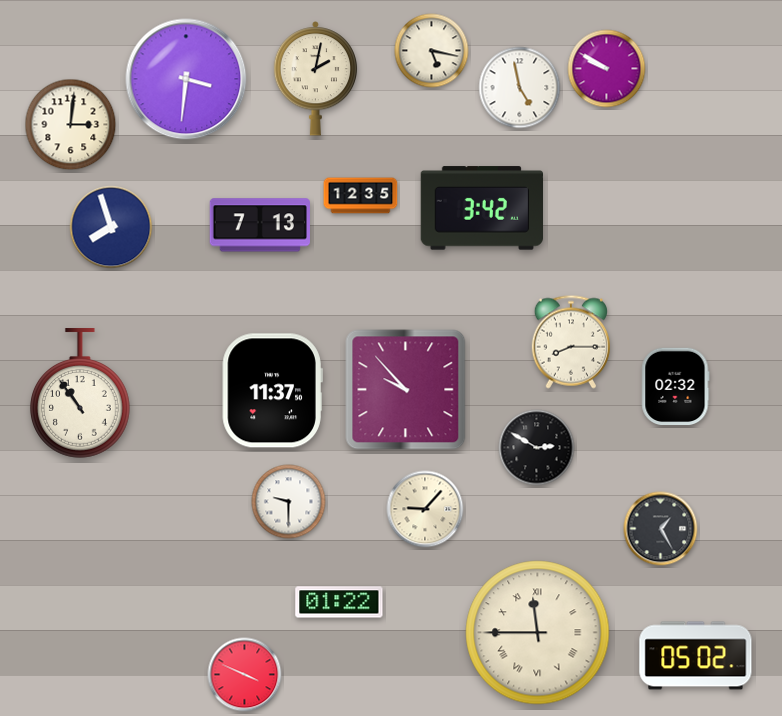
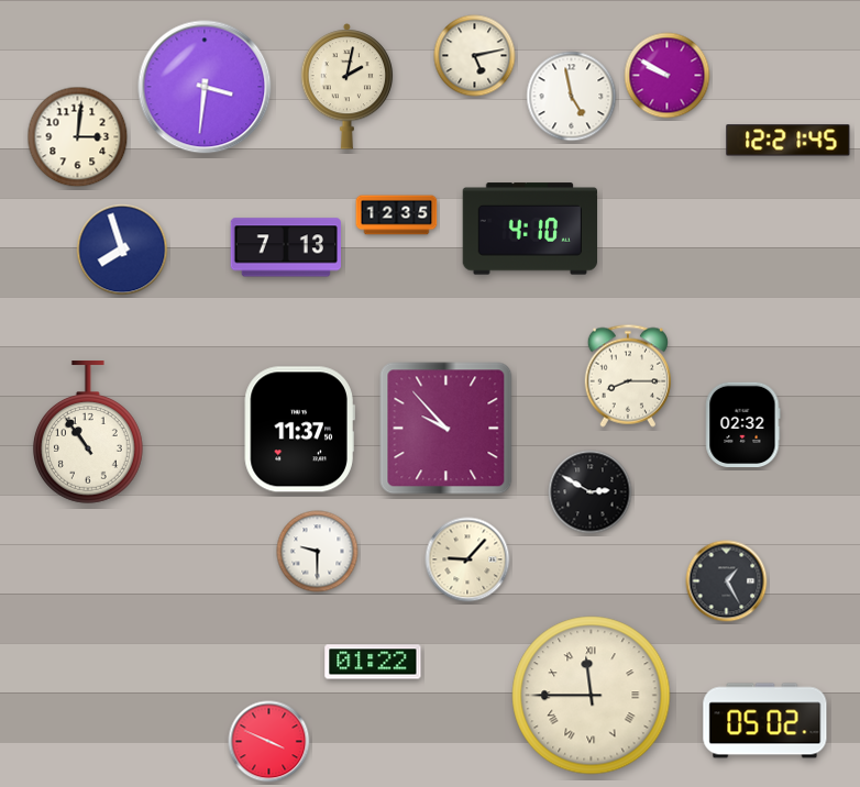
clock at (432, 51): 5:17 -> 5:13
clock at (789, 141): none -> 12:21
clock at (481, 208): 3:42 -> 4:10
